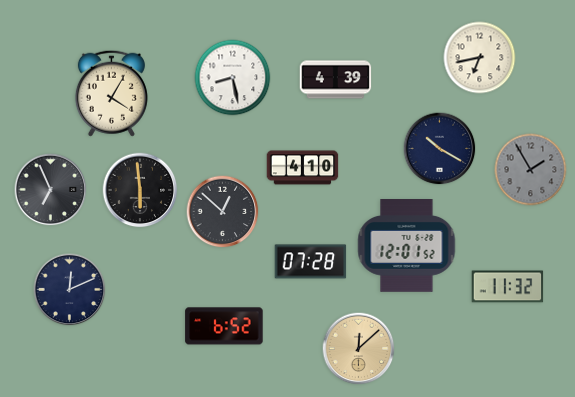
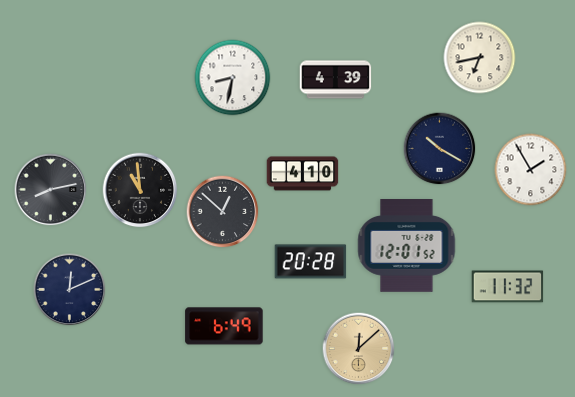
clock at (233, 78): 8:28 -> 8:32
clock at (111, 93): 4:05 -> none
clock at (303, 168) position: (303, 168) -> (303, 174)
clock at (531, 170) dial: grey -> white
clock at (51, 190): 6:56 -> 8:13
clock at (140, 190): 5:59 -> 10:59
clock at (311, 262): 07:28 -> 20:28
clock at (224, 326): 6:52 -> 6:49
